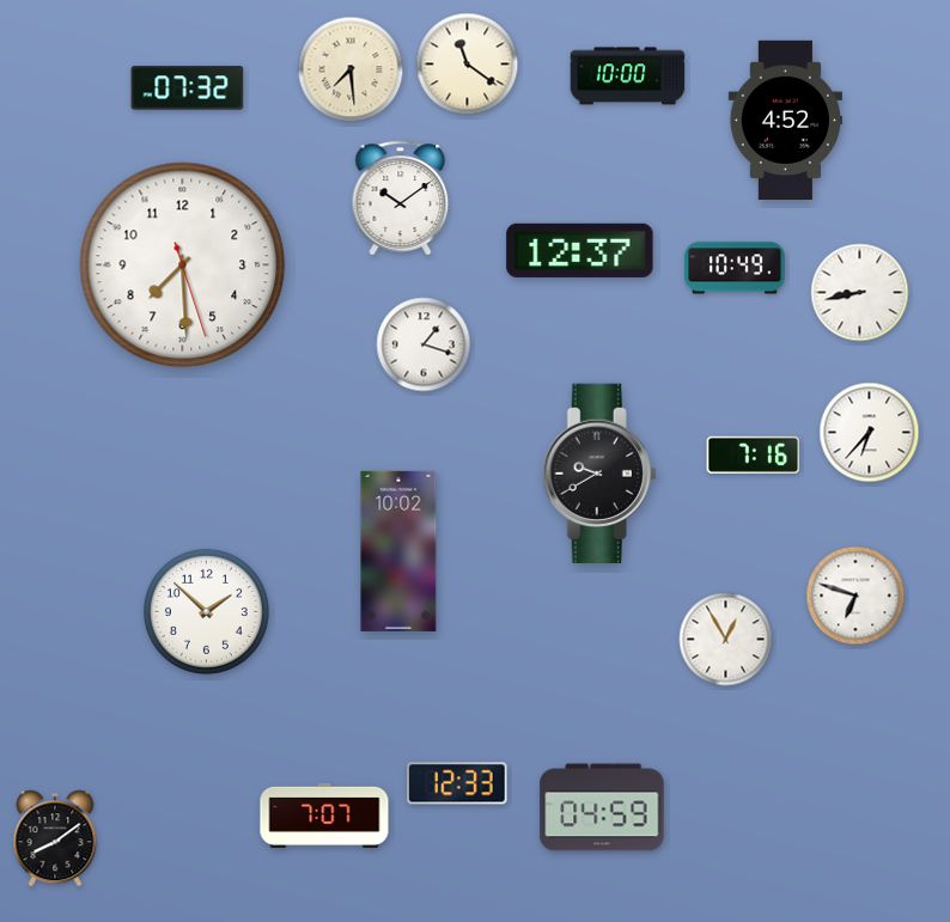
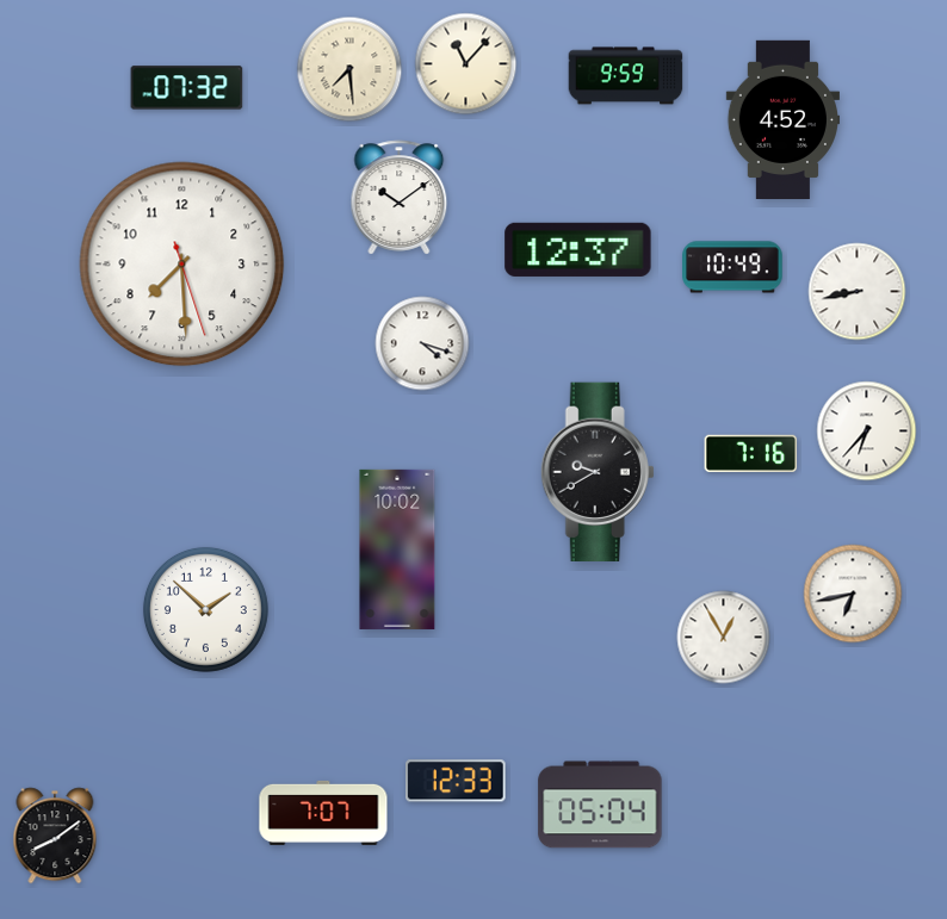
clock at (468, 65): 11:21 -> 11:07
clock at (628, 77): 10:00 -> 9:59
clock at (424, 344): 1:18 -> 4:18
clock at (855, 596): 6:48 -> 6:43
clock at (602, 807): 04:59 -> 05:04
